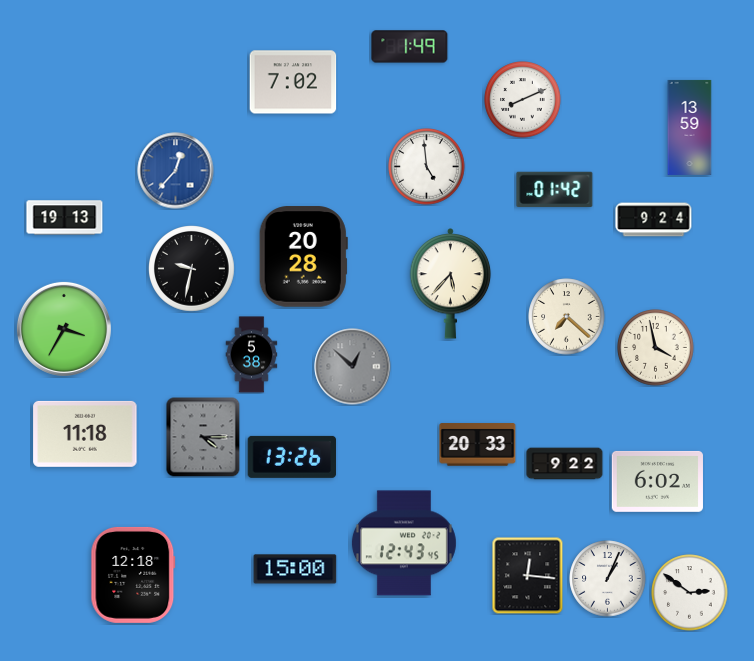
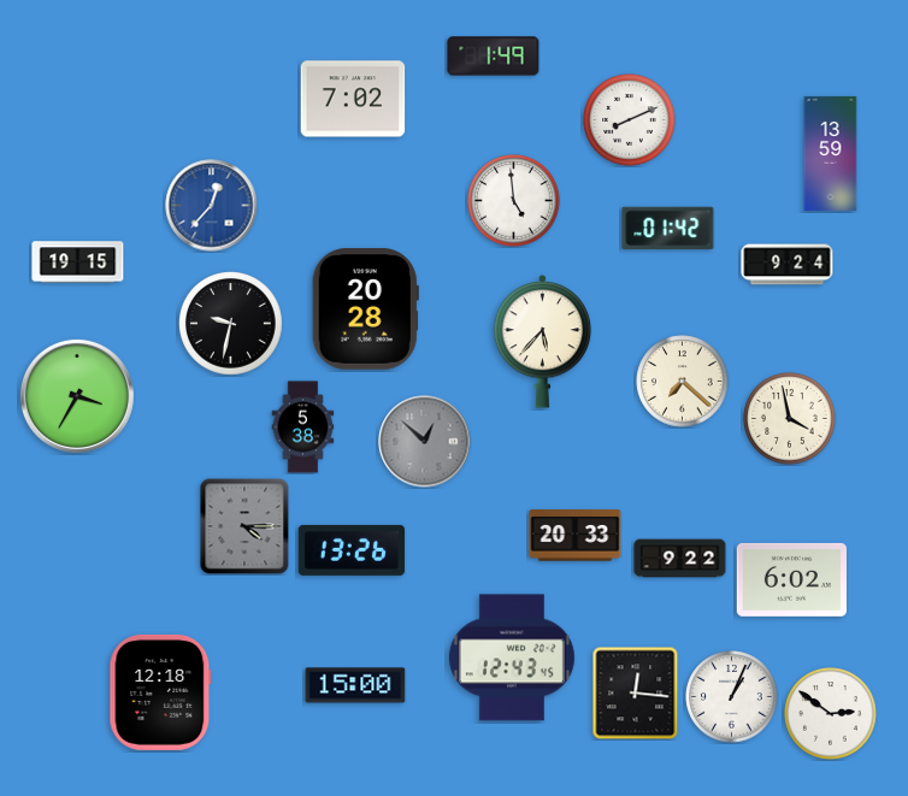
clock at (65, 218): 19:13 -> 19:15
clock at (85, 434): 11:18 -> none
clock at (404, 543) position: (404, 543) -> (512, 658)
